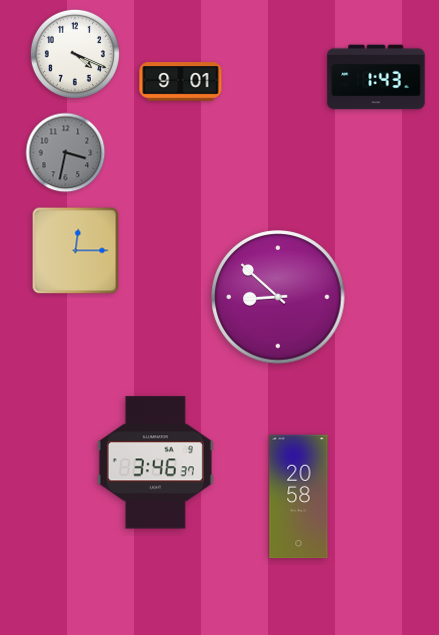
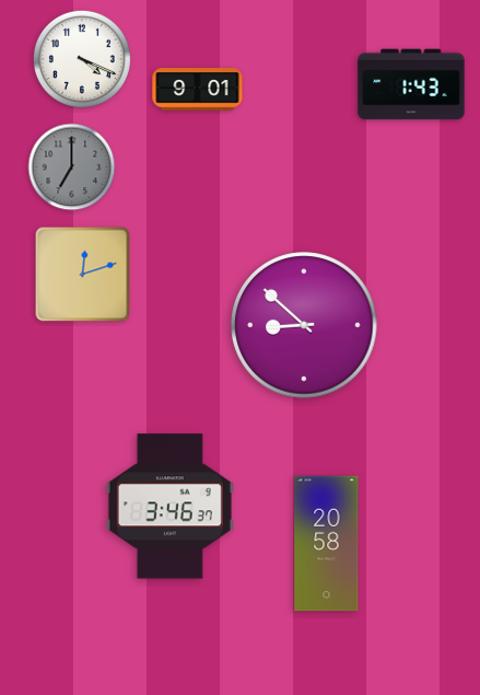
clock at (66, 153): 3:32 -> 7:00
clock at (76, 251): 12:15 -> 12:12
